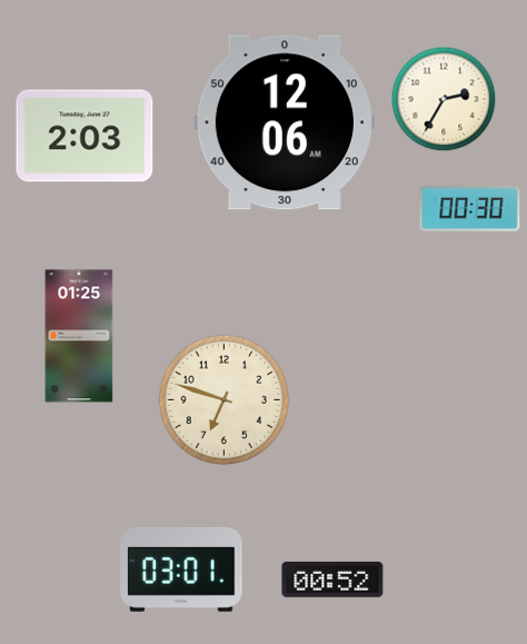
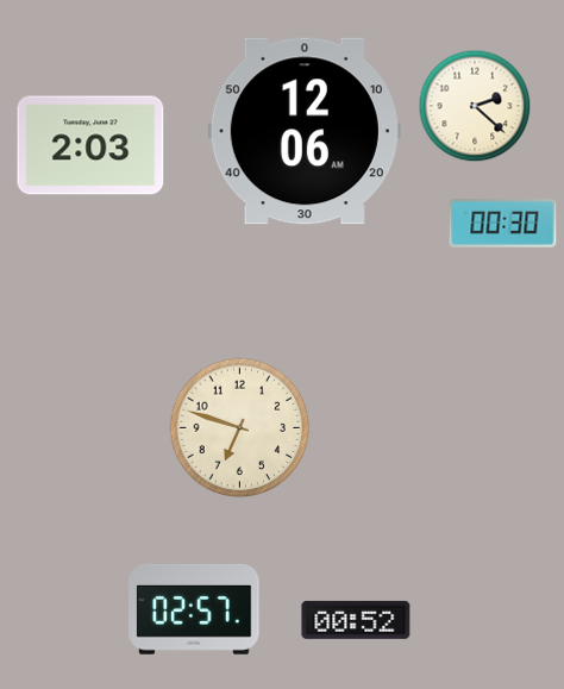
clock at (444, 99): 2:35 -> 2:22
clock at (79, 336): 01:25 -> none
clock at (181, 569): 03:01 -> 02:57
